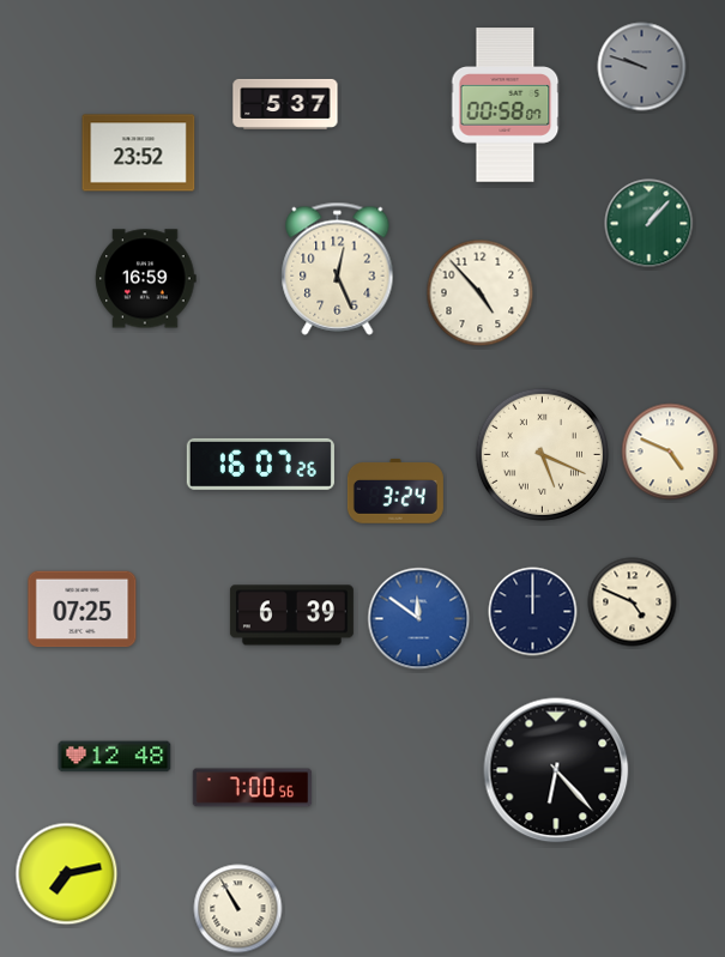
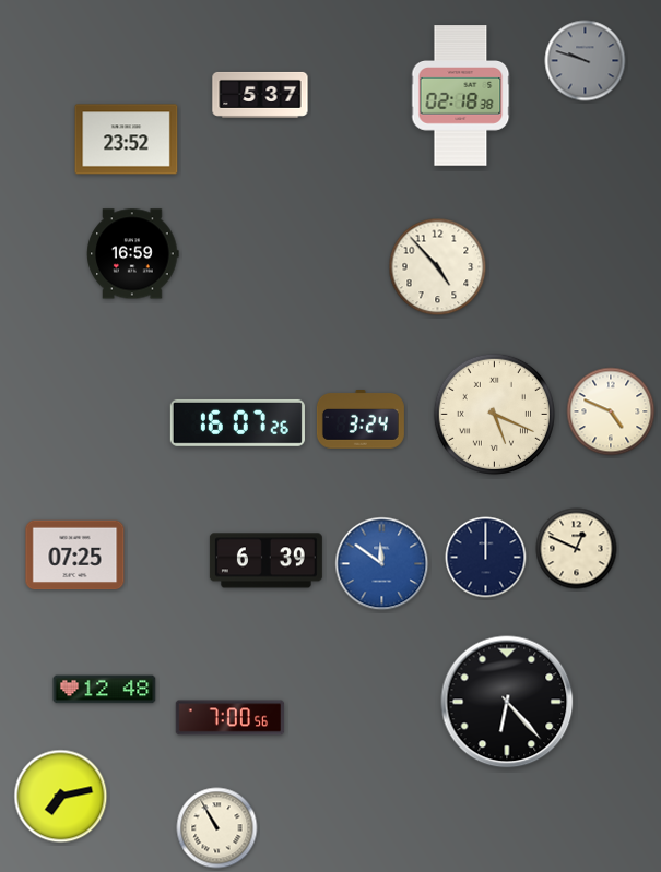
clock at (506, 105): 00:58 -> 02:18
clock at (650, 224): 1:07 -> none
clock at (338, 268): 12:26 -> none
clock at (395, 492) position: (395, 492) -> (361, 420)
clock at (633, 602): 4:49 -> 12:49
